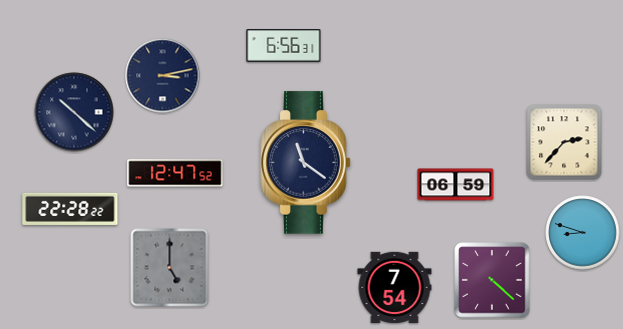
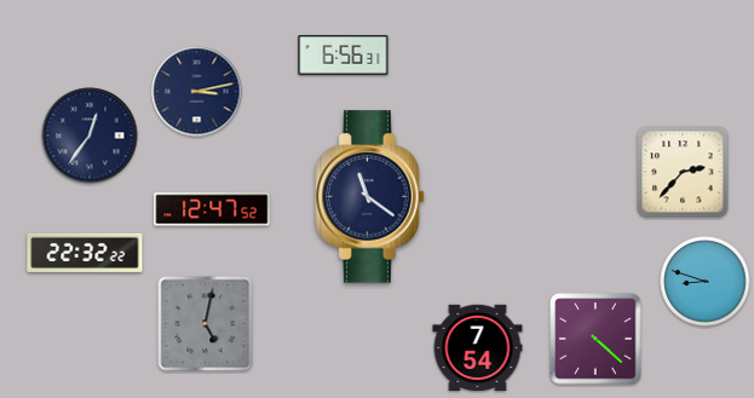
clock at (74, 112): 10:22 -> 12:36
clock at (456, 185): 06:59 -> none
clock at (70, 209): 22:28 -> 22:32
clock at (170, 268): 5:00 -> 5:02
